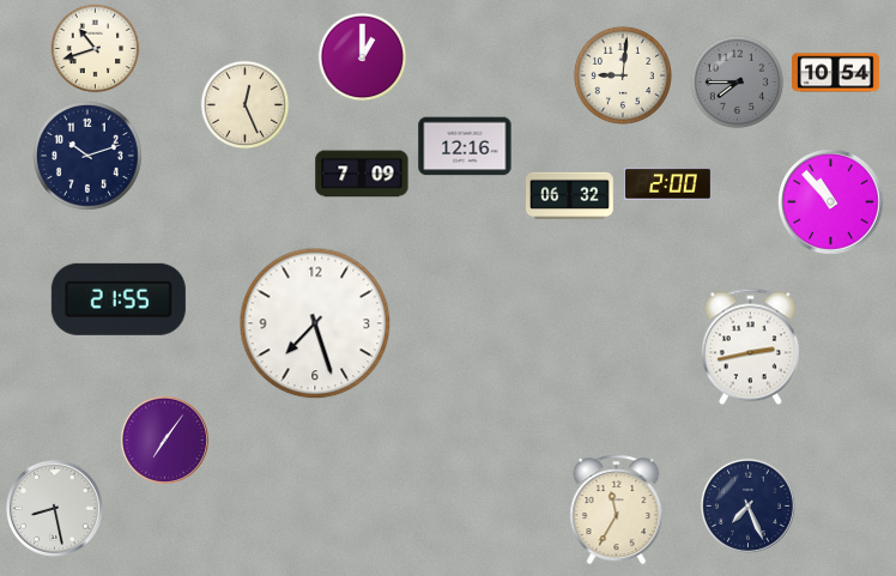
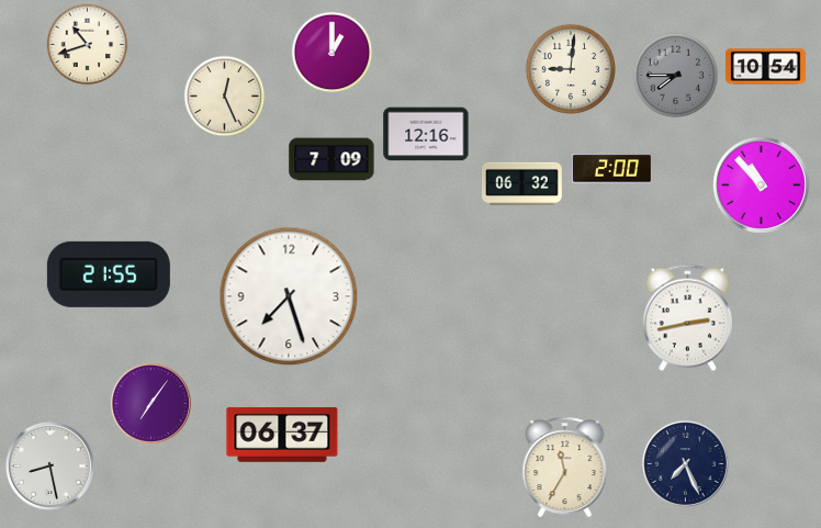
clock at (87, 156): 10:12 -> none
clock at (570, 196) position: (570, 196) -> (522, 184)
clock at (282, 435): none -> 06:37
